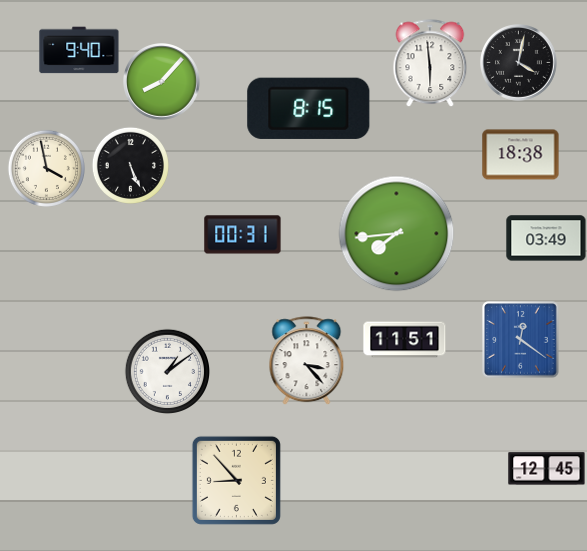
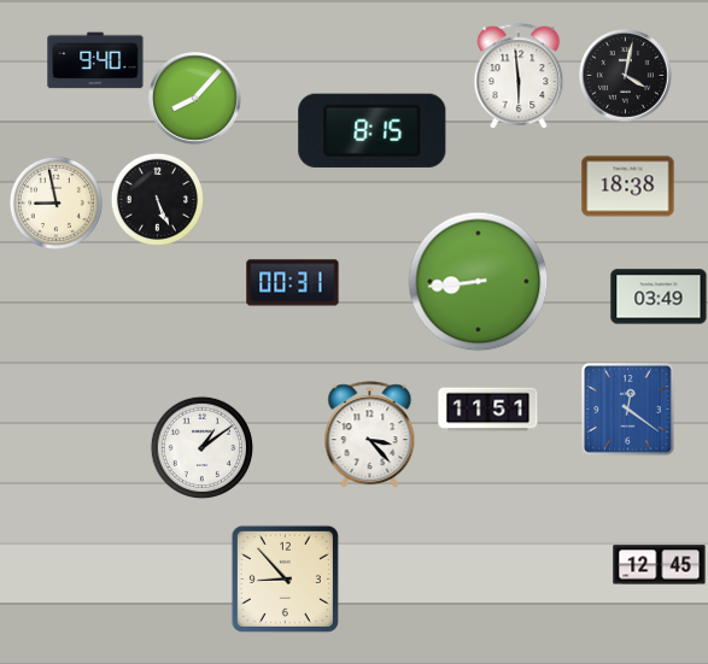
clock at (46, 168): 3:58 -> 8:58
clock at (397, 234): 7:44 -> 8:44
clock at (546, 238) position: (546, 238) -> (659, 296)
